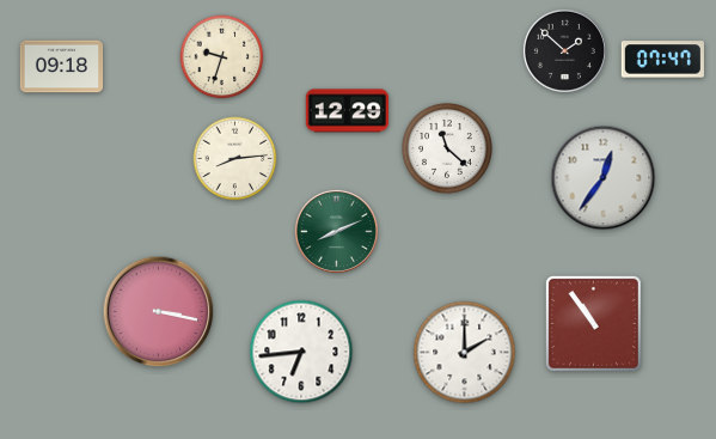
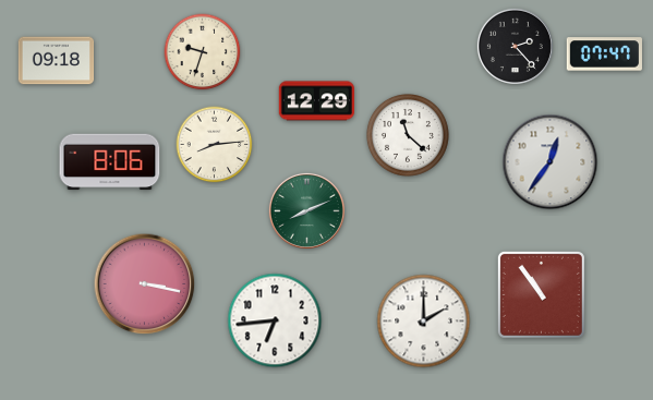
clock at (564, 50): 1:52 -> 2:23
clock at (110, 162): none -> 8:06
